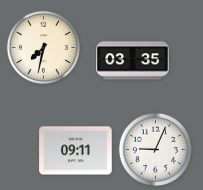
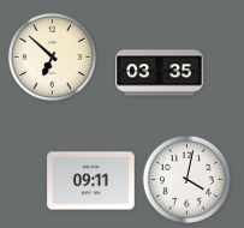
clock at (43, 47): 7:32 -> 6:52
clock at (155, 149): 9:04 -> 4:02
